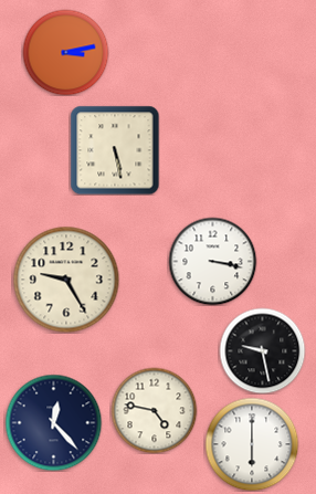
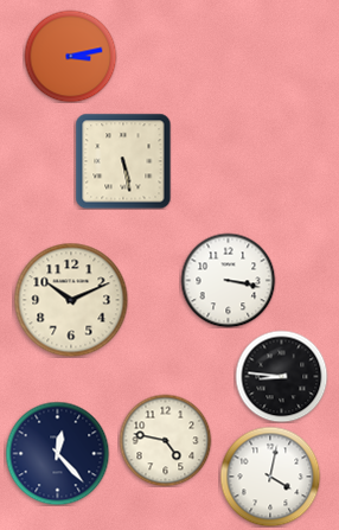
clock at (66, 280): 9:25 -> 10:11
clock at (262, 350): 9:28 -> 8:46
clock at (252, 444): 6:00 -> 4:02
